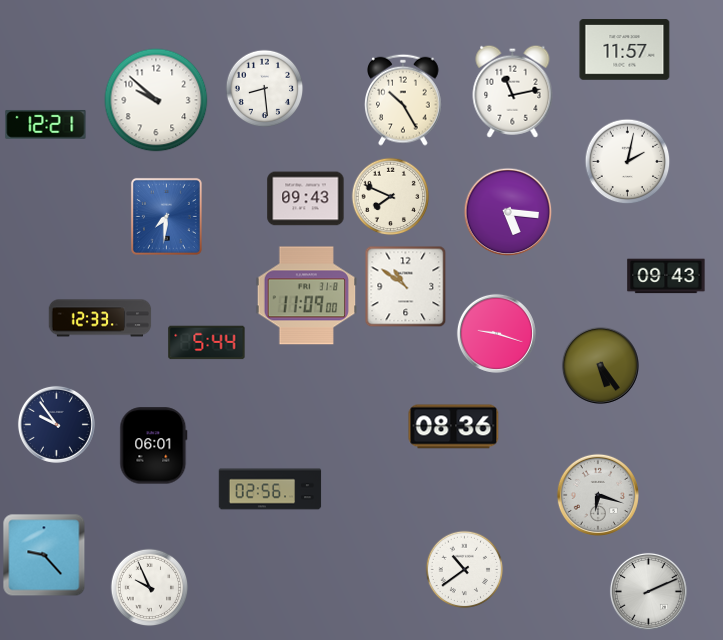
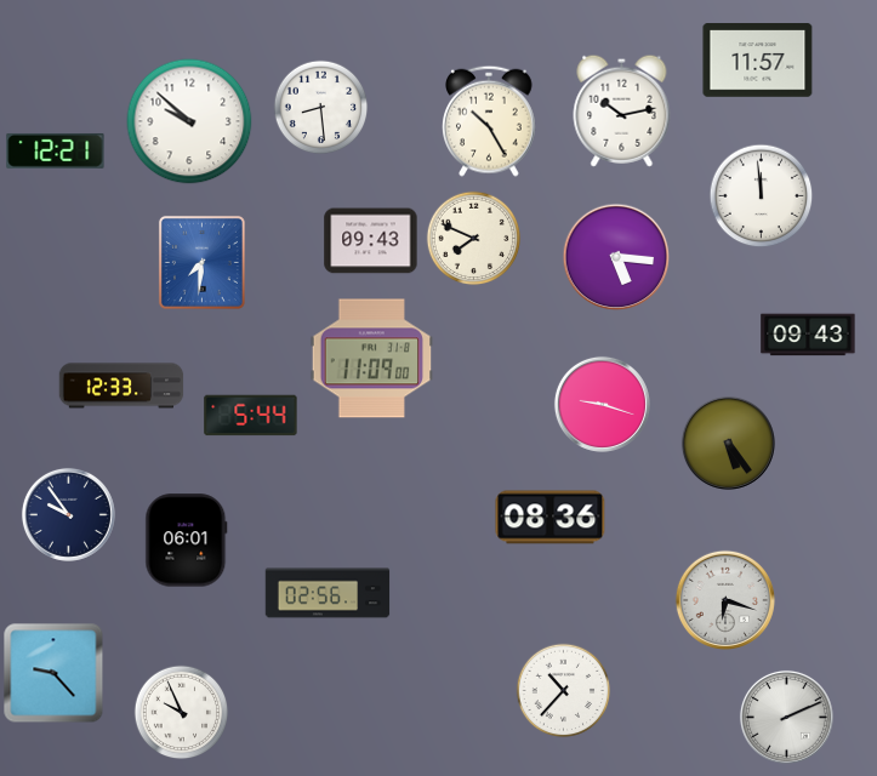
clock at (513, 91): 11:13 -> 10:13
clock at (627, 161): 2:02 -> 11:59
clock at (405, 286): 10:51 -> none
clock at (464, 569): 10:39 -> 10:37
